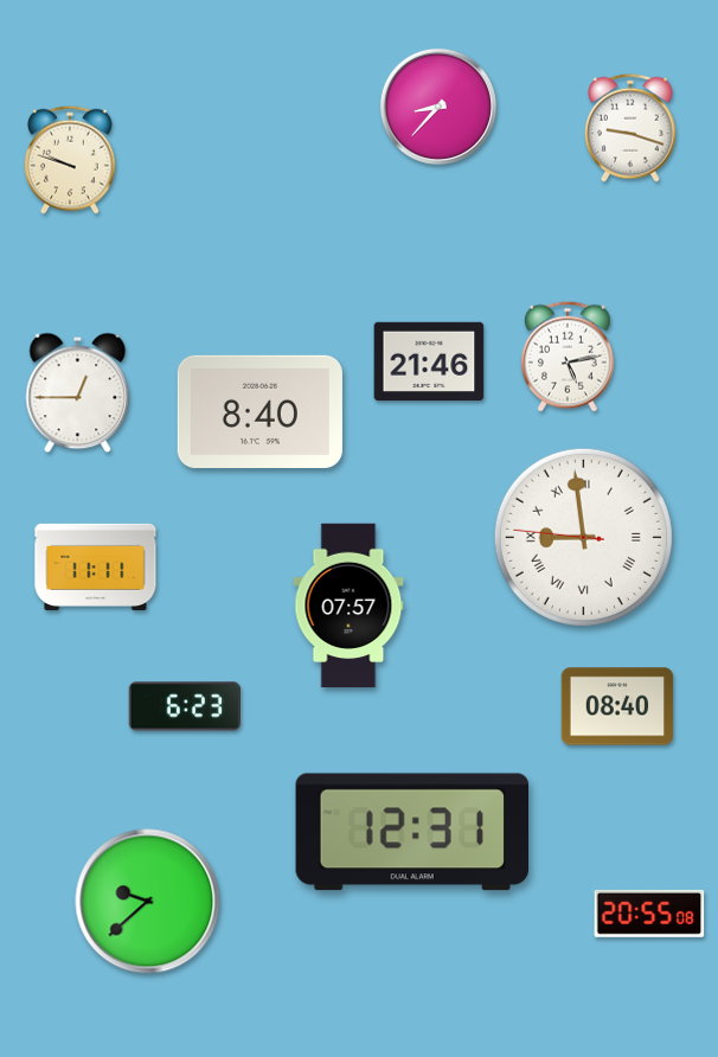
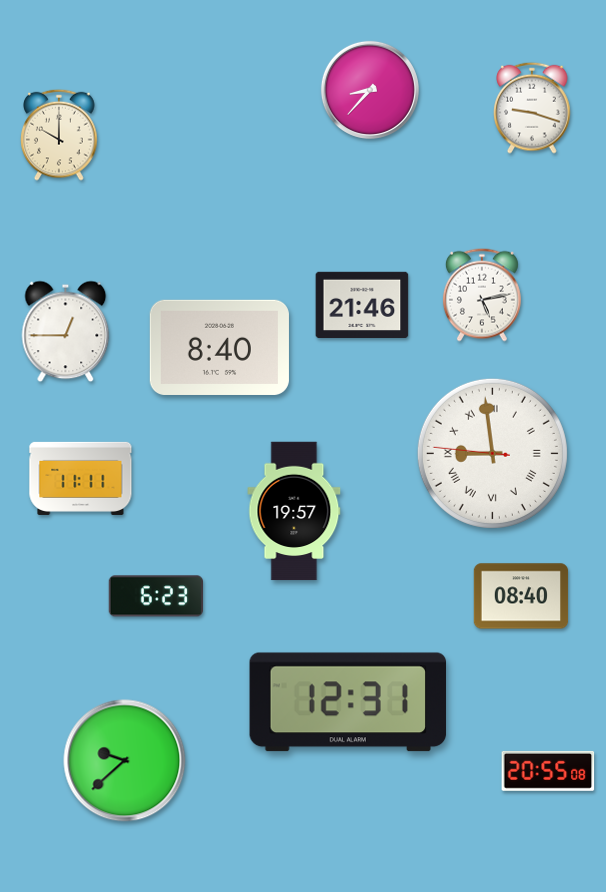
clock at (70, 160): 9:48 -> 10:00
clock at (568, 357) position: (568, 357) -> (482, 295)
clock at (348, 606): 07:57 -> 19:57
